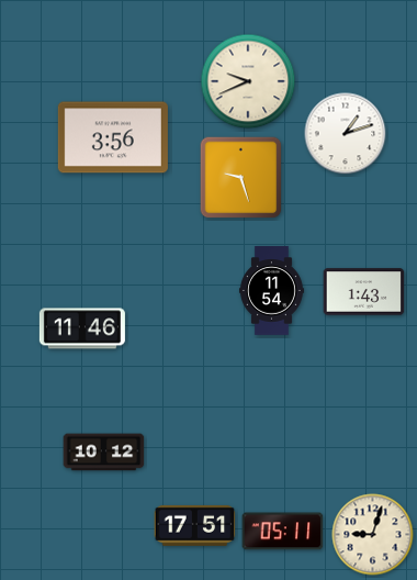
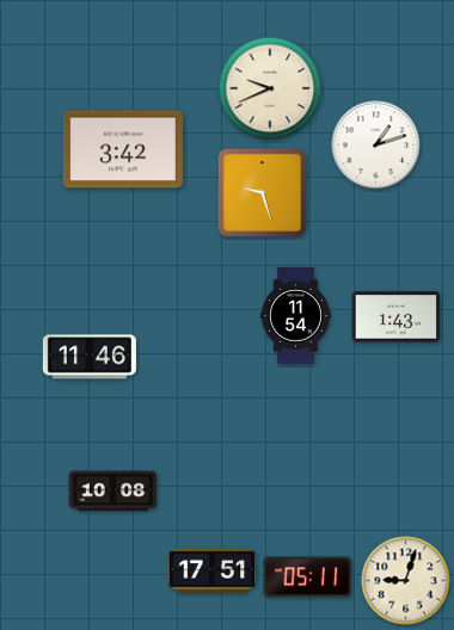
clock at (113, 137): 3:56 -> 3:42
clock at (104, 453): 10:12 -> 10:08
